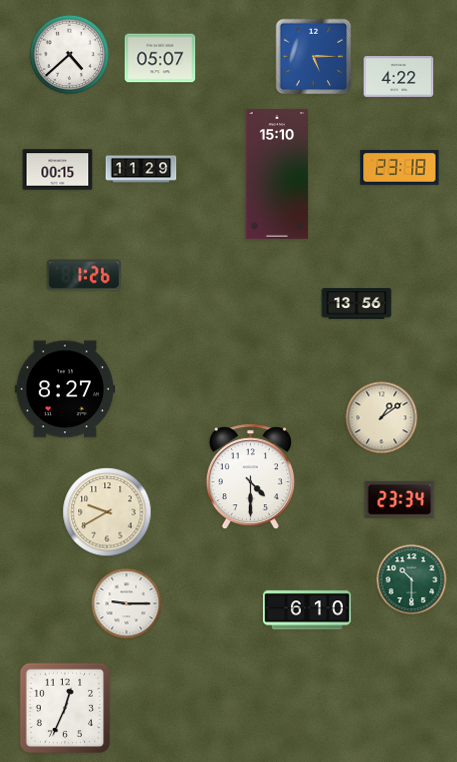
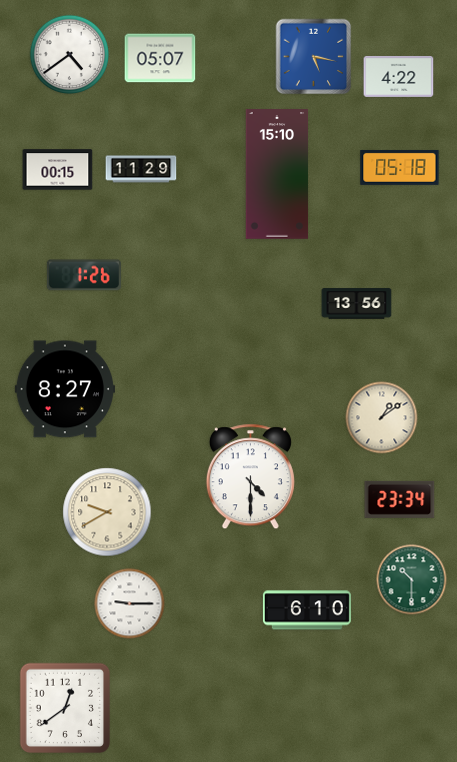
clock at (70, 55): 4:38 -> 4:39
clock at (314, 57): 5:15 -> 5:17
clock at (400, 167): 23:18 -> 05:18
clock at (127, 604) position: (127, 604) -> (130, 604)
clock at (65, 708): 12:34 -> 12:39
